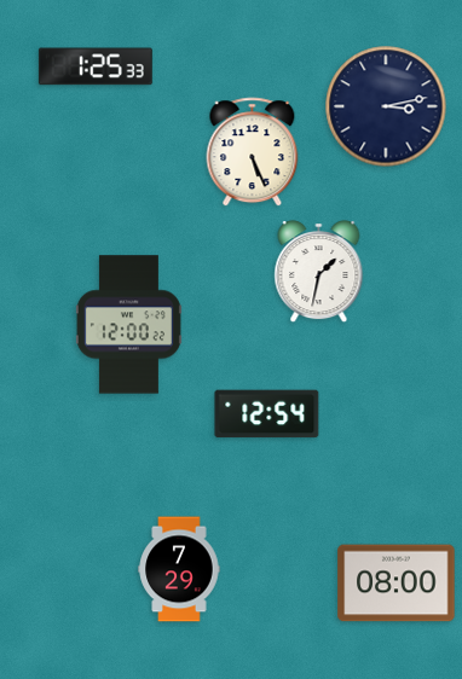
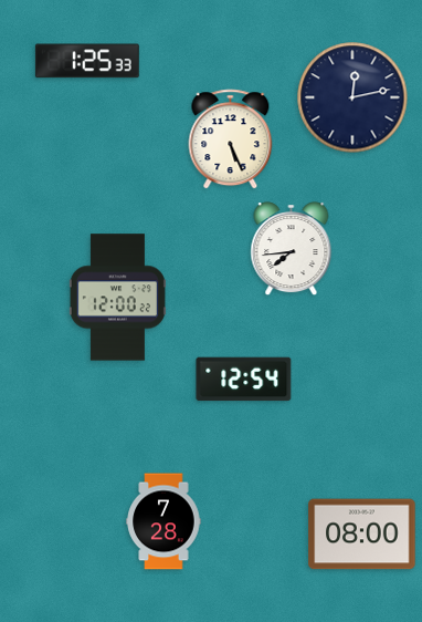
clock at (386, 106): 3:13 -> 12:13
clock at (319, 272): 1:32 -> 7:44
clock at (179, 569): 7:29 -> 7:28
